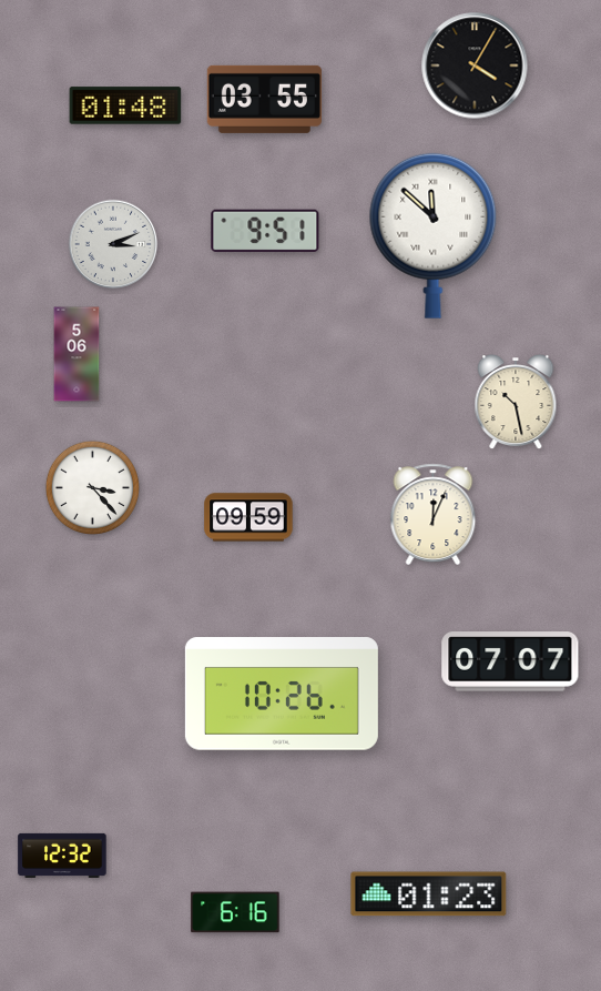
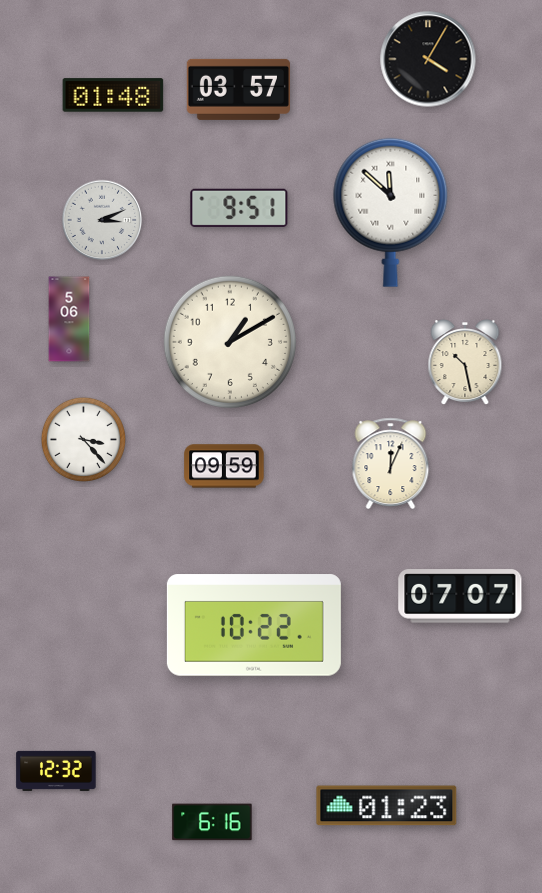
clock at (264, 99): 03:55 -> 03:57
clock at (230, 342): none -> 1:10
clock at (282, 694): 10:26 -> 10:22
